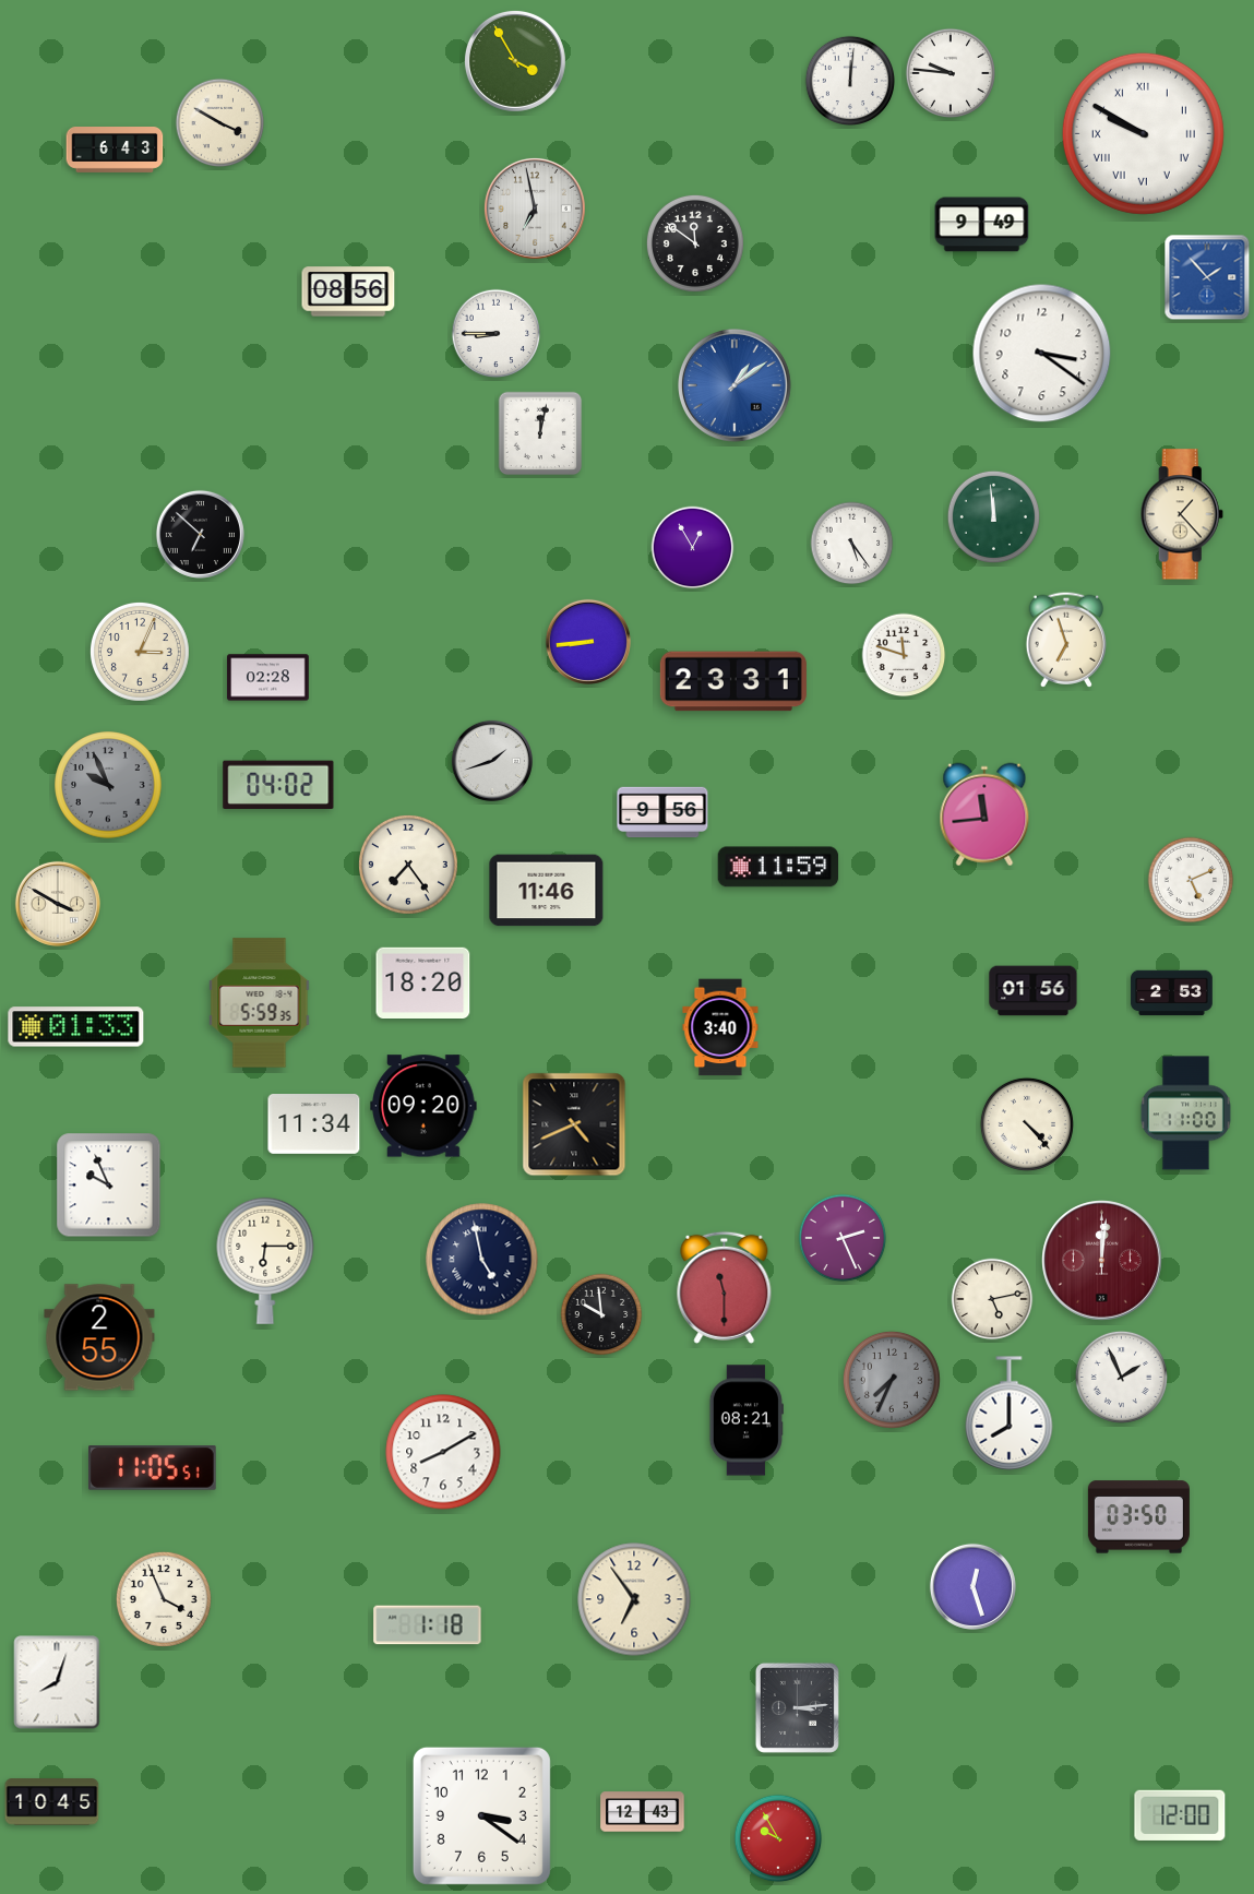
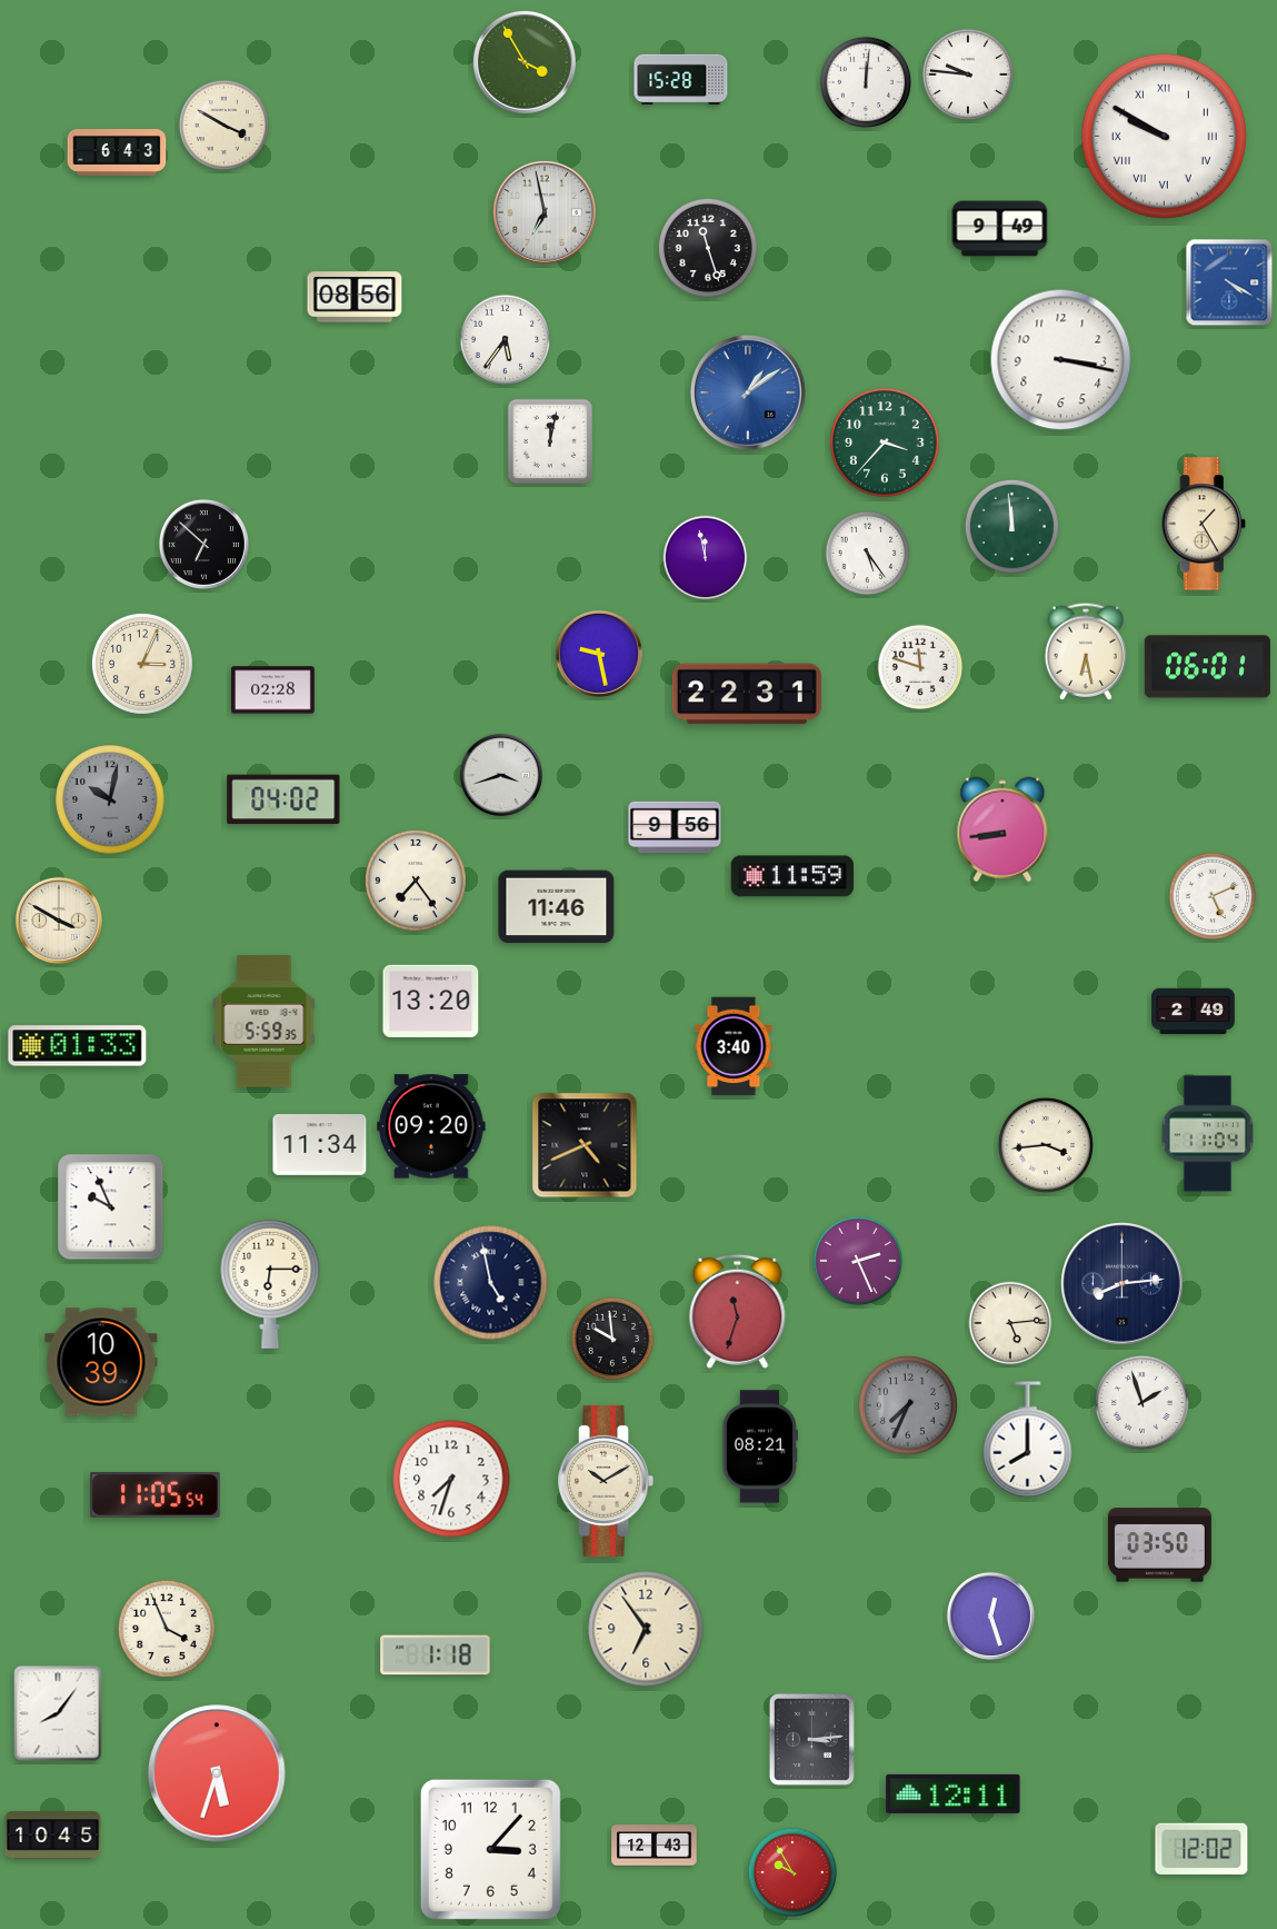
clock at (681, 80): none -> 15:28
clock at (695, 243): 11:51 -> 11:27
clock at (1207, 277): 1:53 -> 4:20
clock at (497, 334): 8:45 -> 5:36
clock at (1042, 354): 3:21 -> 3:17
clock at (885, 443): none -> 3:37
clock at (1182, 514): 1:23 -> 1:25
clock at (693, 548): 12:55 -> 11:58
clock at (1065, 640): 6:57 -> 6:28
clock at (588, 642): 8:44 -> 9:28
clock at (1207, 667): none -> 06:01
clock at (733, 681): 23:31 -> 22:31
clock at (492, 761): 1:42 -> 3:42
clock at (108, 785): 9:56 -> 10:02
clock at (984, 814): 11:44 -> 8:44
clock at (778, 867) position: (778, 867) -> (792, 876)
clock at (423, 982): 18:20 -> 13:20
clock at (1034, 991): 01:56 -> none
clock at (1172, 993): 2:53 -> 2:49
clock at (1185, 1113): 11:00 -> 11:04
clock at (1027, 1124): 4:23 -> 3:44
clock at (1102, 1261): 12:01 -> 8:14
clock at (1102, 1261) dial: burgundy -> navy
clock at (725, 1287): 11:30 -> 11:33
clock at (992, 1299): 5:13 -> 5:14
clock at (99, 1337): 2:55 -> 10:39
clock at (1121, 1377): 1:56 -> 1:57
clock at (443, 1452): 8:10 -> 7:33
clock at (606, 1481): none -> 10:10
clock at (152, 1468): 11:05:51 -> 11:05:54
clock at (57, 1682): 8:03 -> 8:06
clock at (217, 1773): none -> 5:33
clock at (954, 1793): none -> 12:11
clock at (481, 1815): 3:21 -> 3:07
clock at (1180, 1815): 12:00 -> 12:02
